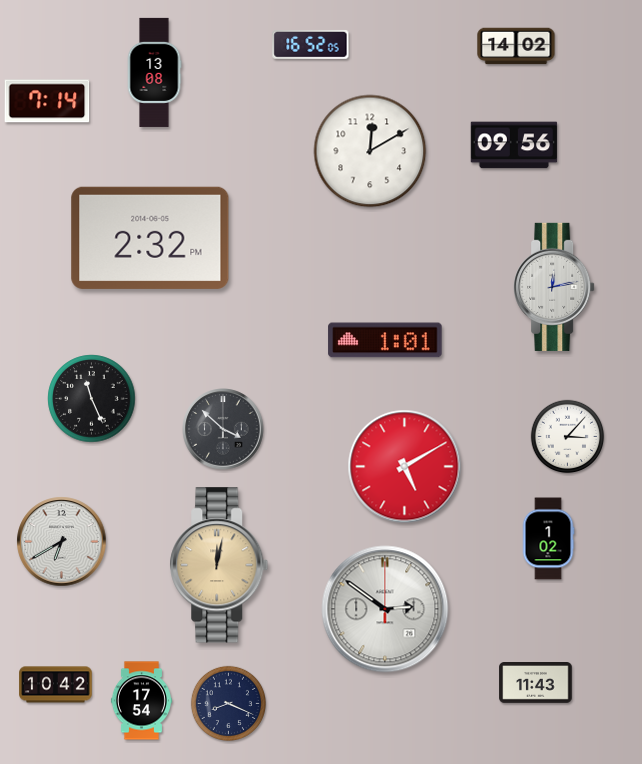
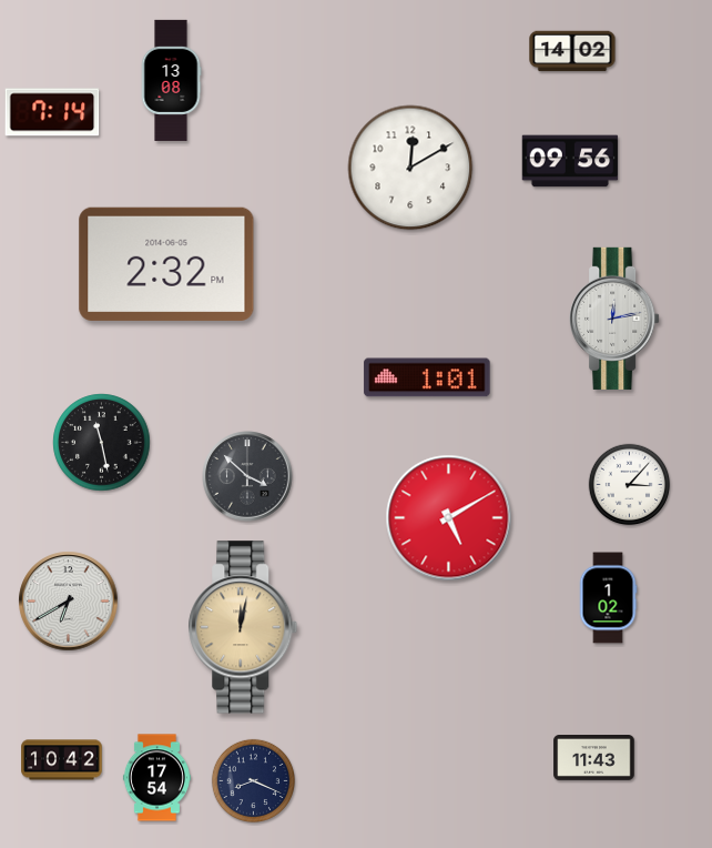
clock at (311, 45): 16:52 -> none
clock at (92, 399): 11:26 -> 11:28
clock at (385, 609): 2:51 -> none
